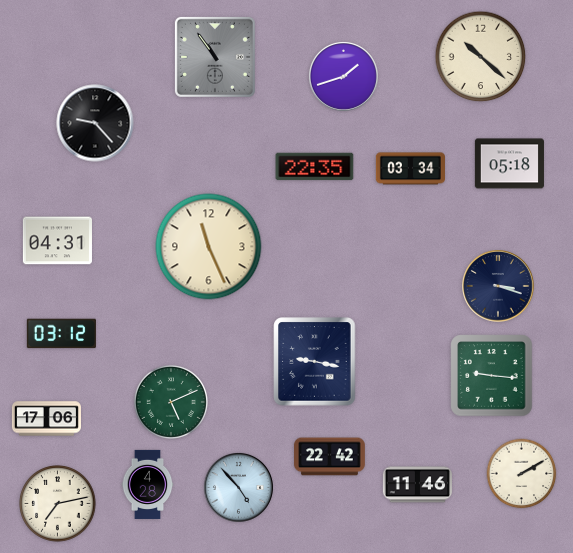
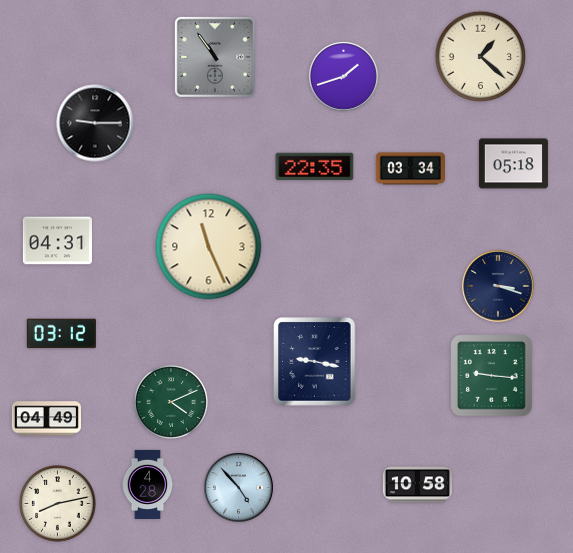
clock at (481, 57): 10:22 -> 1:22
clock at (95, 123): 9:23 -> 9:15
clock at (509, 164) position: (509, 164) -> (513, 164)
clock at (171, 402): 5:11 -> 4:11
clock at (46, 419): 17:06 -> 04:49
clock at (330, 457): 22:42 -> none
clock at (522, 474): 2:10 -> none
clock at (417, 485): 11:46 -> 10:58
clock at (58, 504): 7:13 -> 8:13
